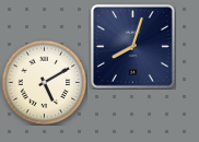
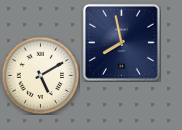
clock at (132, 46): 8:03 -> 7:58
